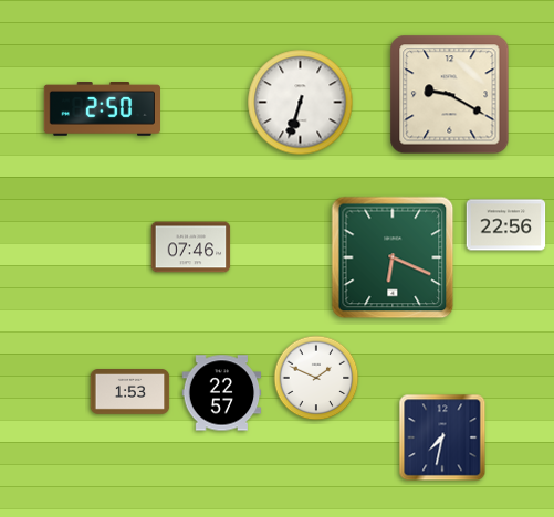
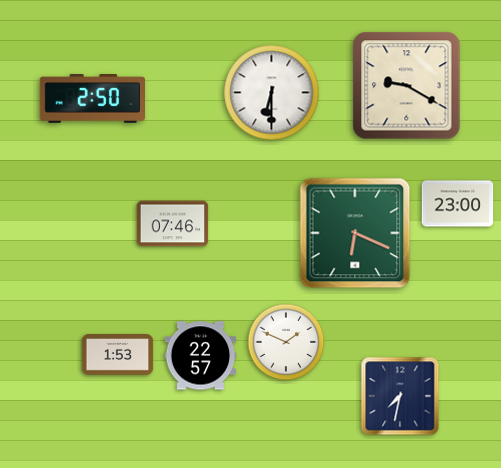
clock at (301, 103): 6:33 -> 6:30
clock at (506, 225): 22:56 -> 23:00
